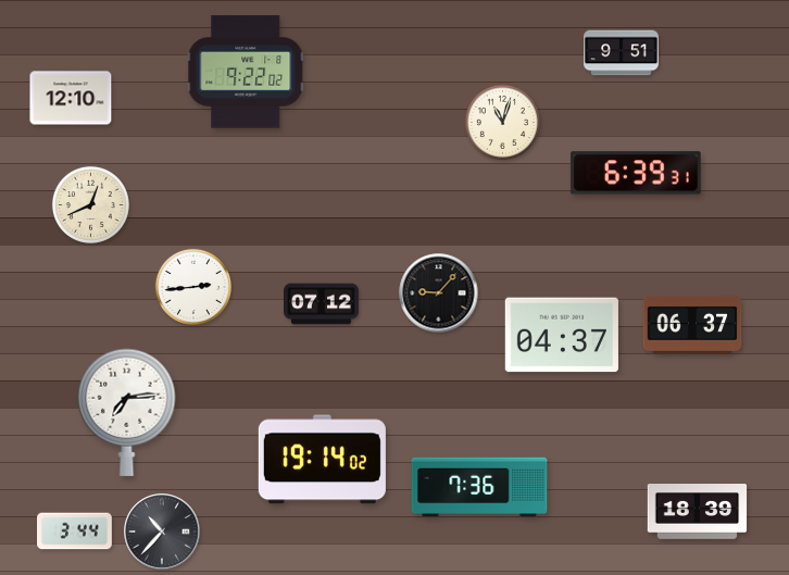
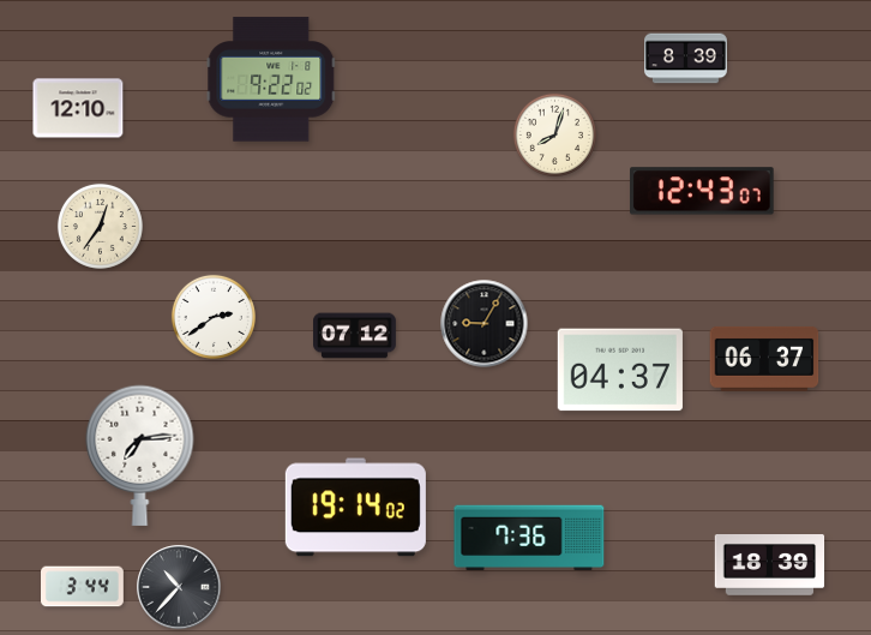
clock at (622, 53): 9:51 -> 8:39
clock at (502, 122): 11:03 -> 8:03
clock at (636, 173): 6:39 -> 12:43
clock at (90, 204): 12:41 -> 12:36
clock at (193, 287): 2:44 -> 2:39
clock at (439, 293): 9:07 -> 9:05
